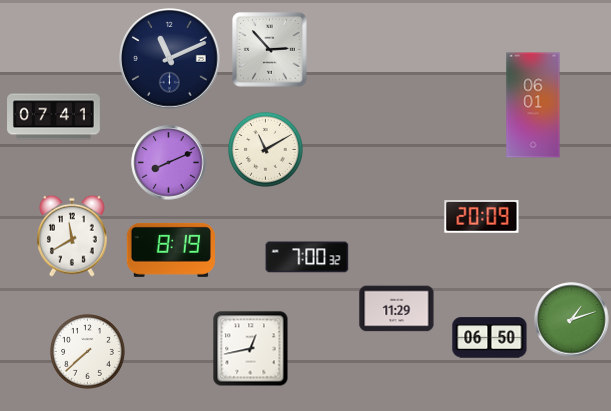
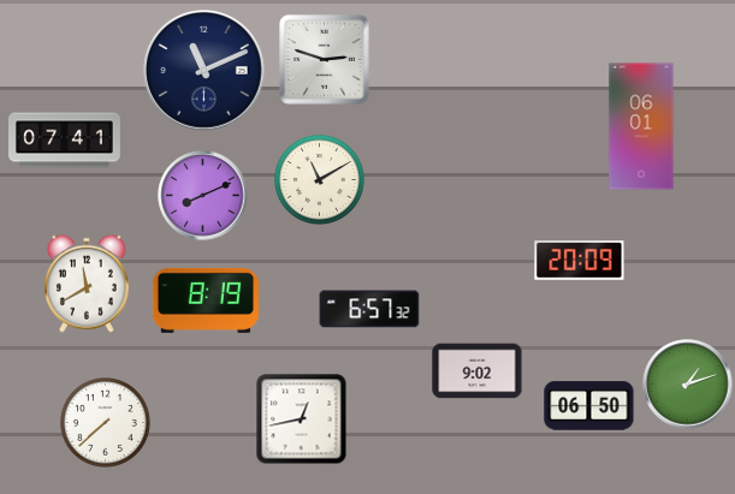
clock at (270, 50): 2:53 -> 2:48
clock at (307, 257): 7:00 -> 6:57
clock at (397, 309): 11:29 -> 9:02
